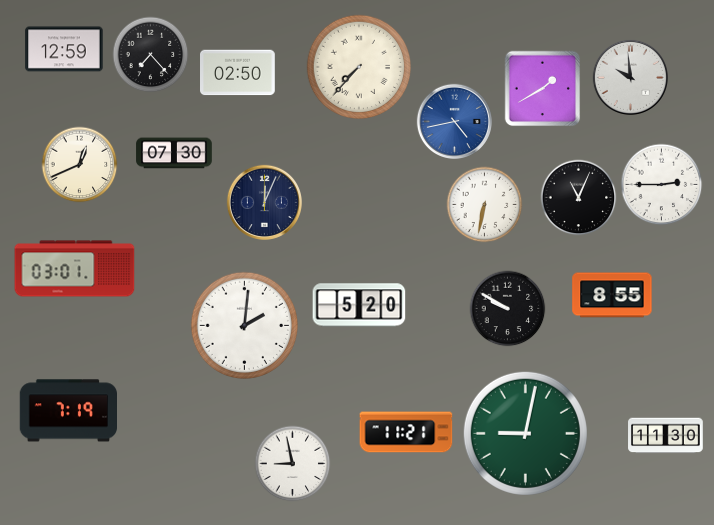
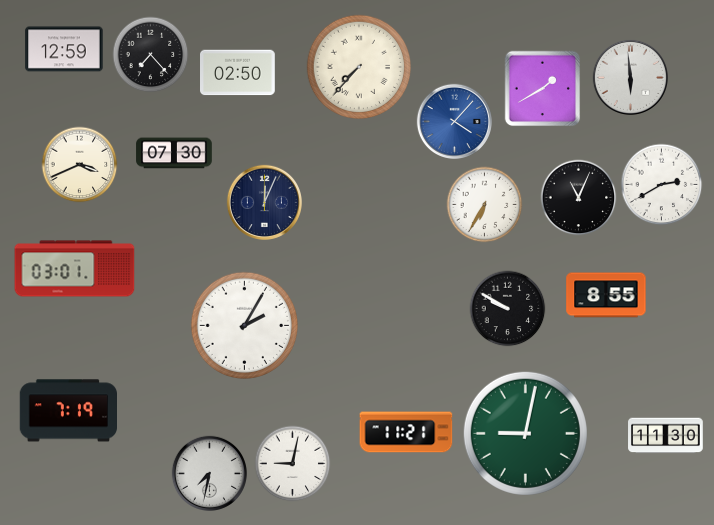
clock at (630, 77): 9:59 -> 5:59
clock at (454, 121): 4:43 -> 4:07
clock at (80, 165): 12:41 -> 3:41
clock at (662, 185): 2:45 -> 2:40
clock at (485, 205): 6:32 -> 6:35
clock at (612, 295) position: (612, 295) -> (606, 295)
clock at (359, 305): 5:20 -> none
clock at (244, 325): 2:01 -> 2:05
clock at (293, 464): 8:58 -> 9:02
clock at (209, 473): none -> 7:32
